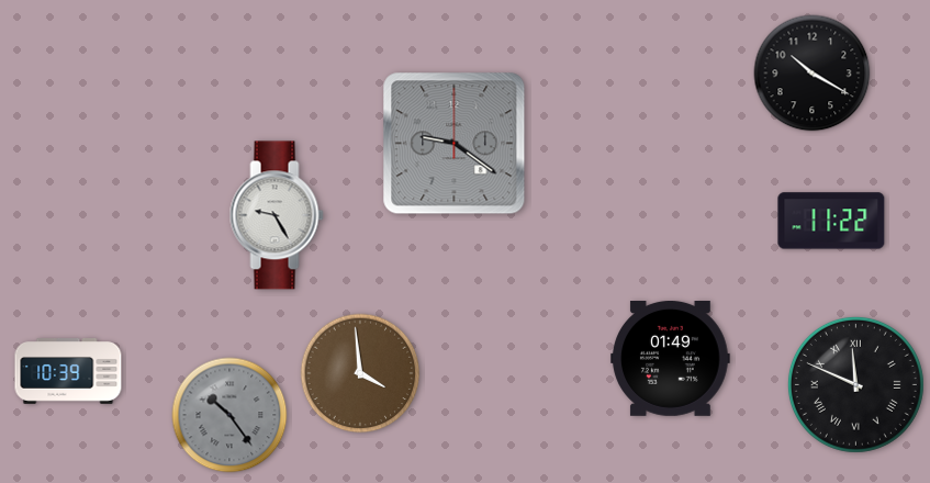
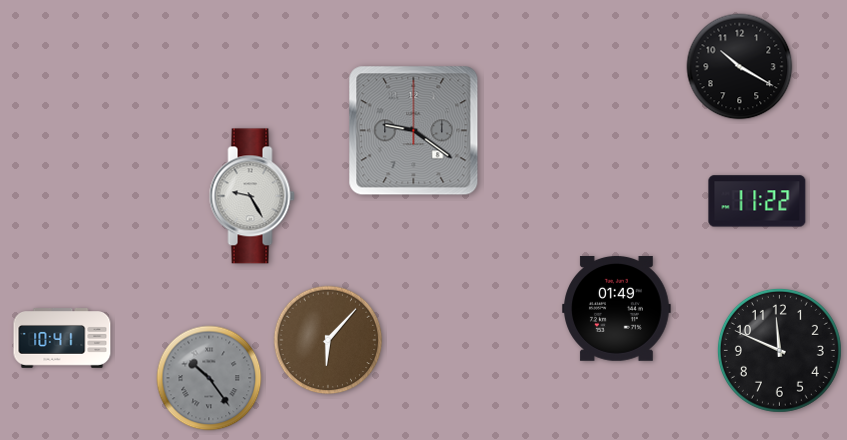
clock at (671, 359) position: (671, 359) -> (617, 309)
clock at (68, 372): 10:39 -> 10:41
clock at (360, 373): 3:59 -> 6:07
clock at (855, 384) numerals: Roman -> Arabic
